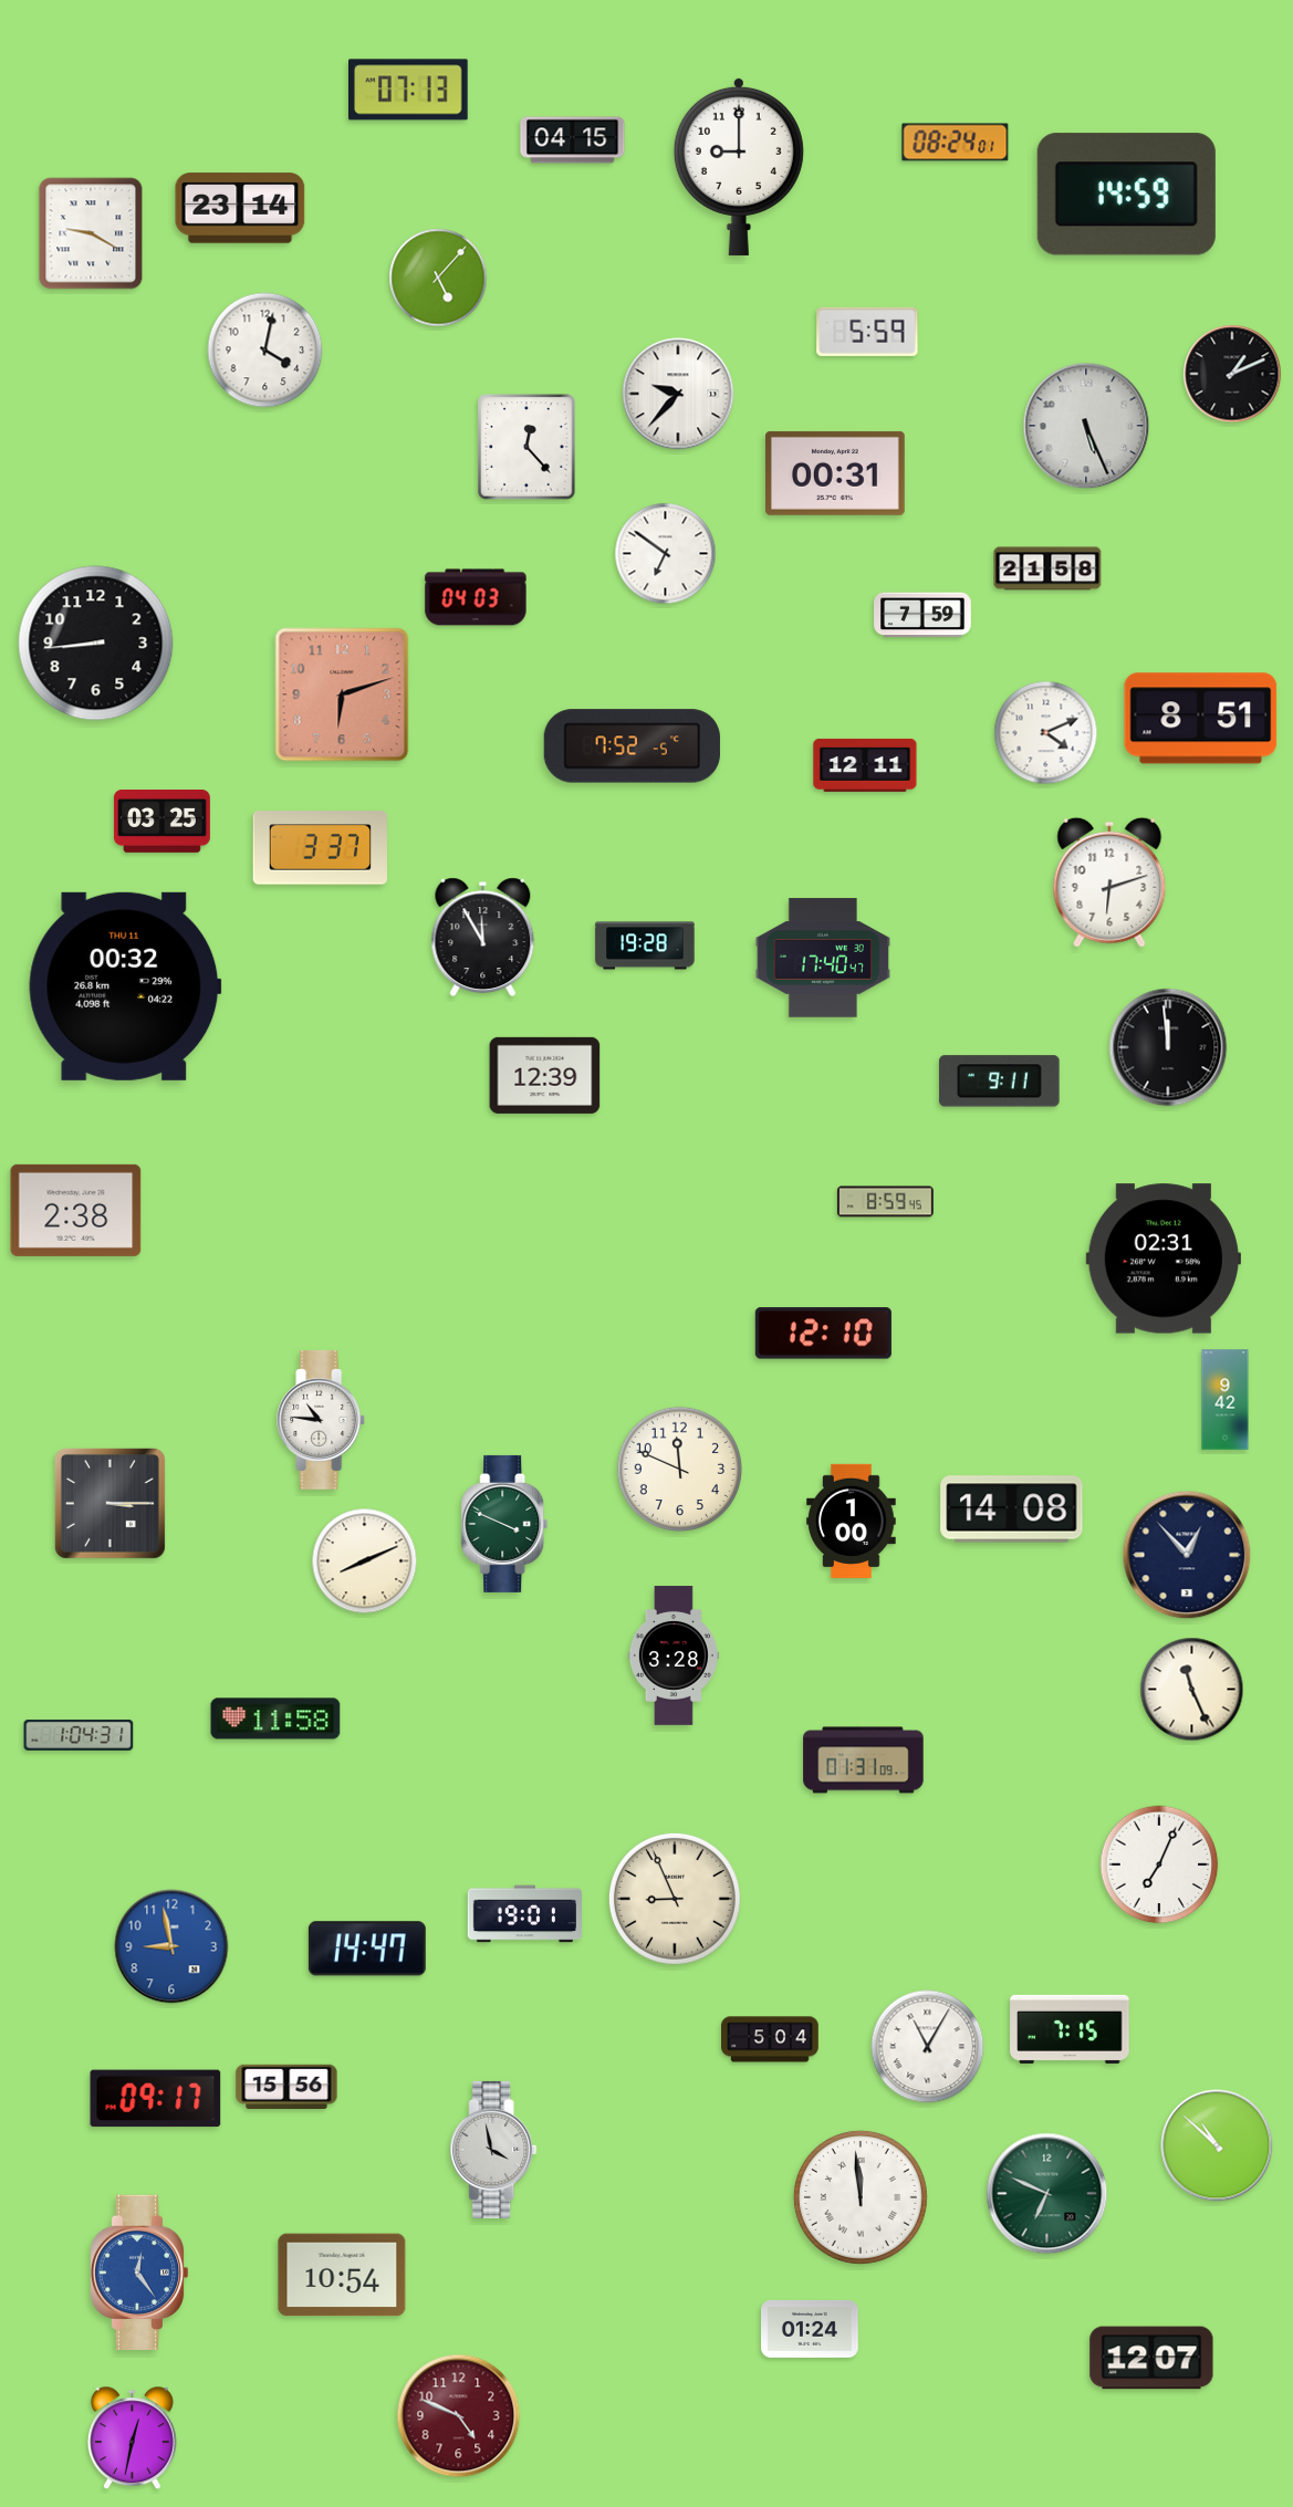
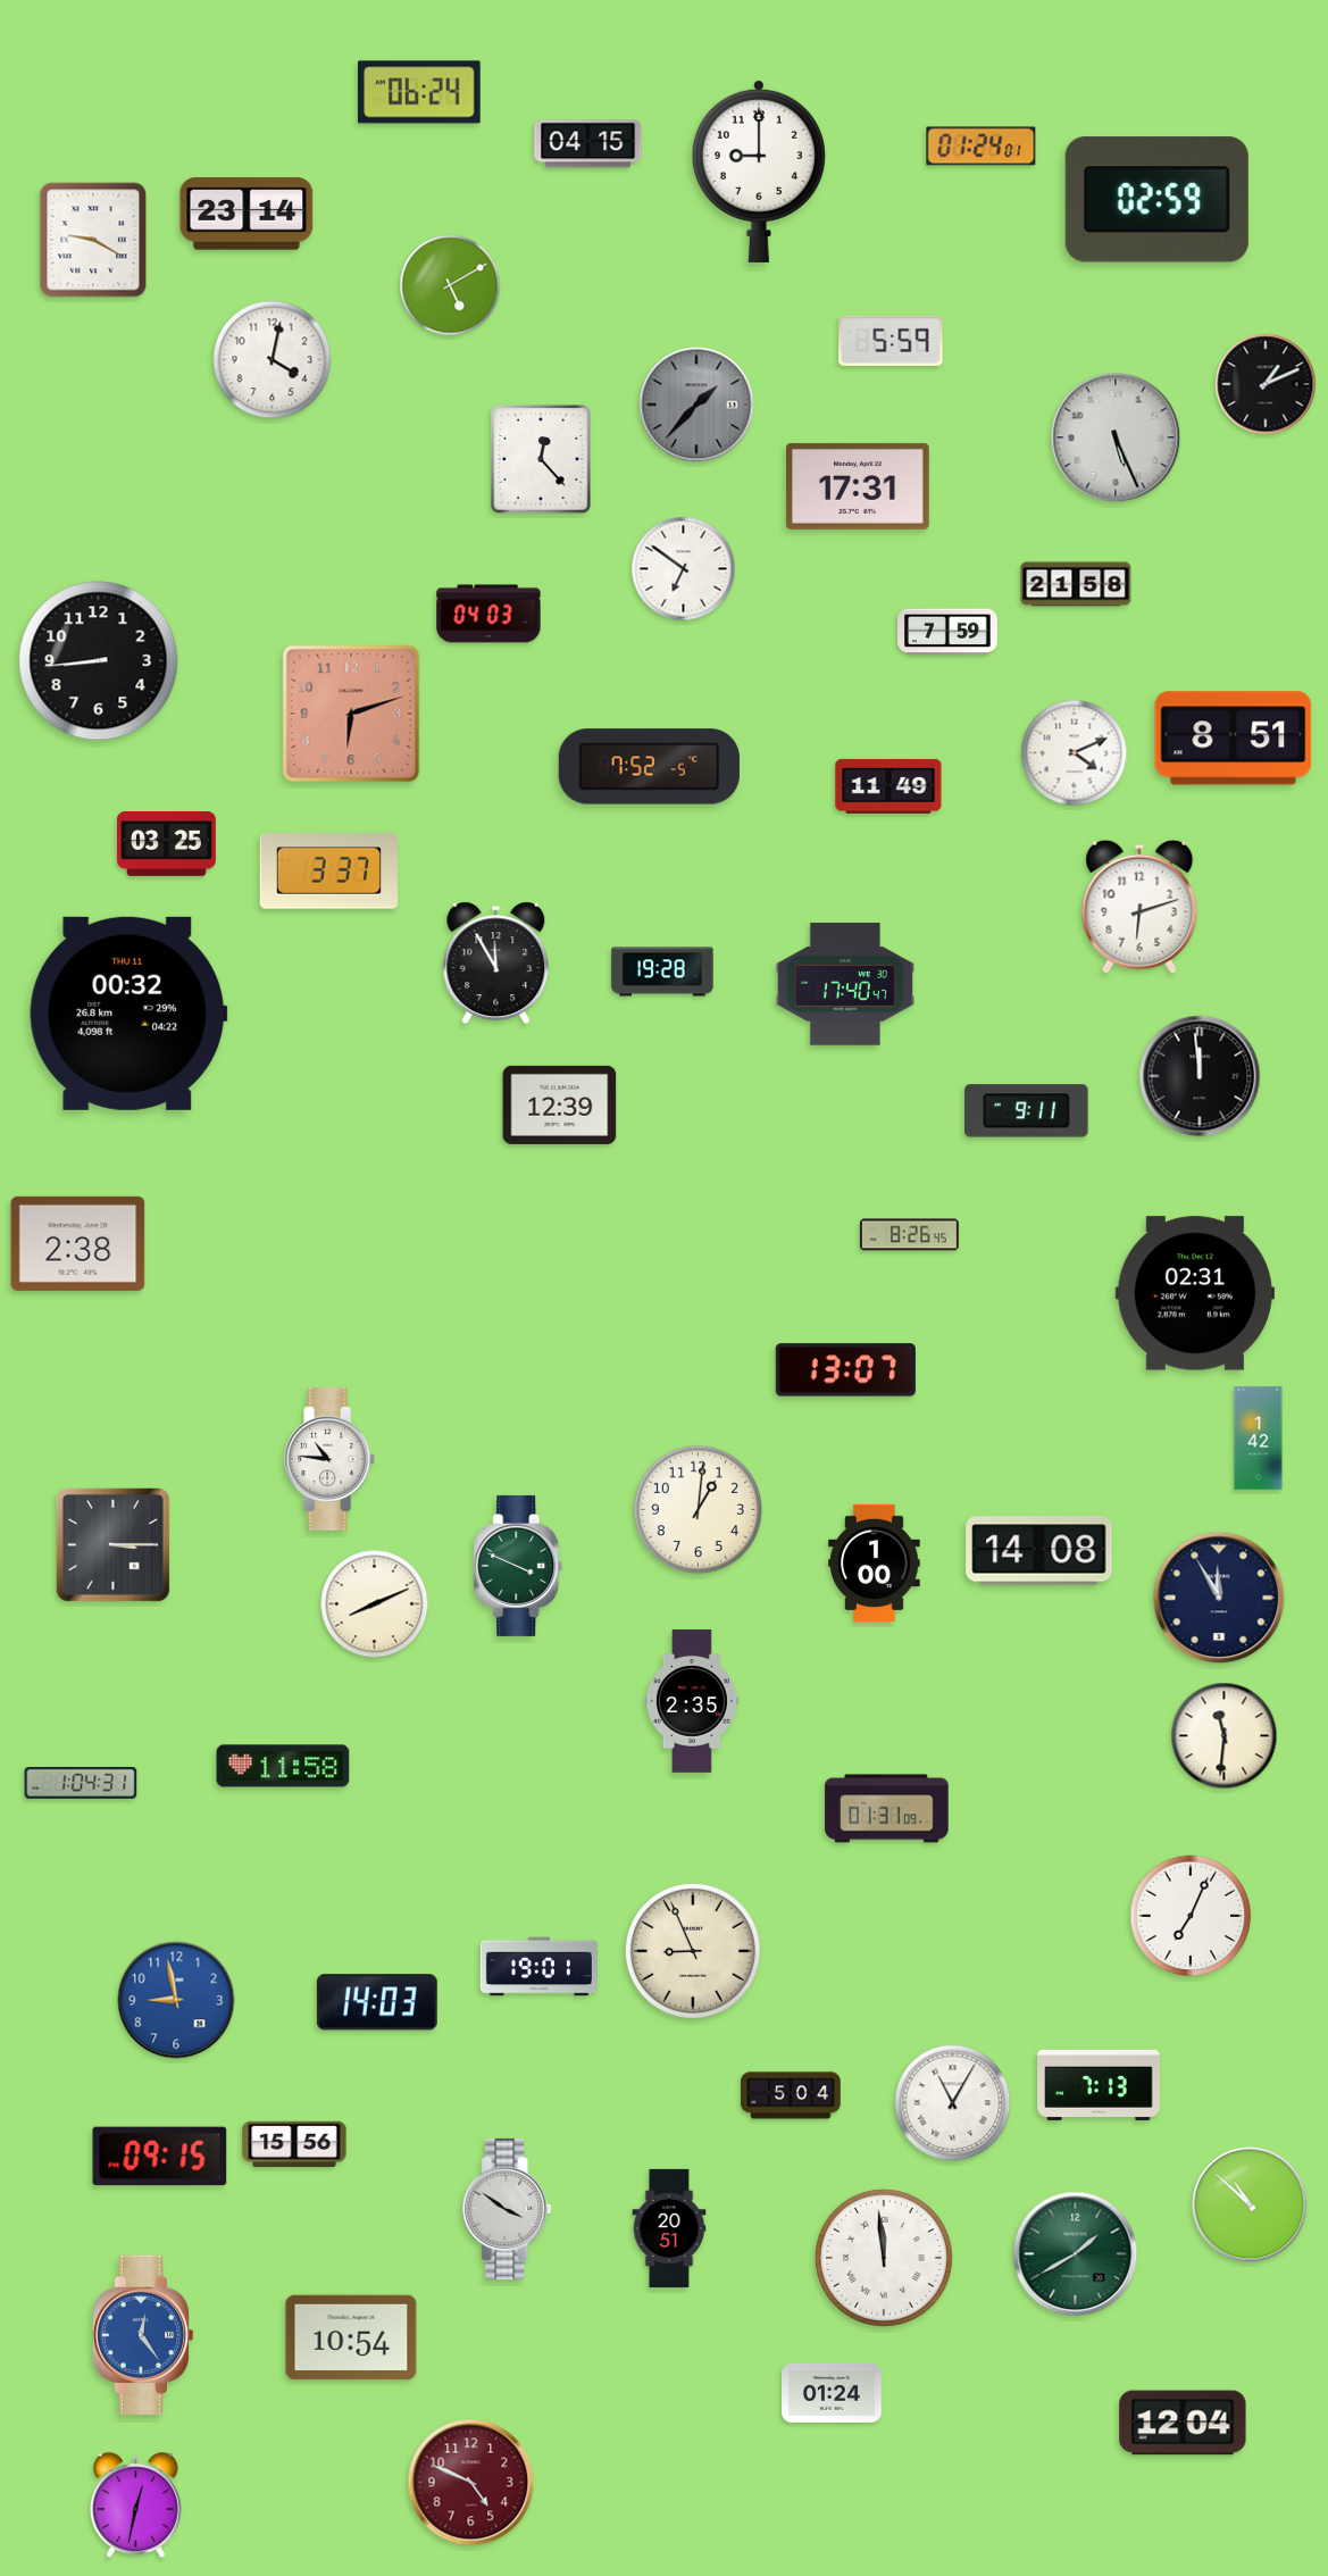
clock at (409, 90): 07:13 -> 06:24
clock at (956, 143): 08:24 -> 01:24
clock at (1126, 195): 14:59 -> 02:59
clock at (438, 278): 5:07 -> 5:10
clock at (678, 394): 9:37 -> 1:37
clock at (678, 394) dial: white -> grey
clock at (835, 473): 00:31 -> 17:31
clock at (865, 765): 12:11 -> 11:49
clock at (885, 1202): 8:59 -> 8:26
clock at (823, 1334): 12:10 -> 13:07
clock at (1226, 1400): 9:42 -> 1:42
clock at (679, 1469): 11:49 -> 1:01
clock at (1187, 1555): 12:53 -> 11:55
clock at (674, 1655): 3:28 -> 2:35
clock at (1192, 1690): 11:26 -> 11:31
clock at (367, 1949): 14:47 -> 14:03
clock at (1070, 2029): 7:15 -> 7:13
clock at (156, 2099): 09:17 -> 09:15
clock at (493, 2150): 3:58 -> 3:51
clock at (669, 2228): none -> 20:51
clock at (1047, 2194): 6:49 -> 1:40
clock at (1151, 2358): 12:07 -> 12:04
